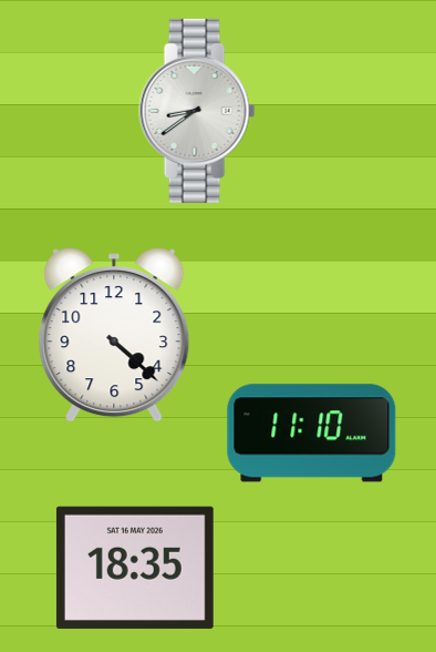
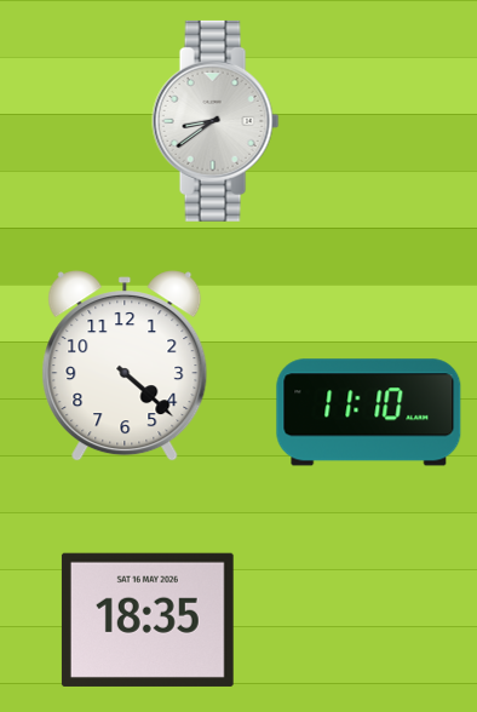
clock at (312, 434) position: (312, 434) -> (369, 413)
